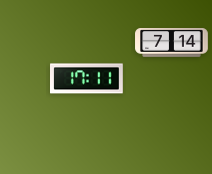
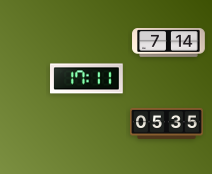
clock at (172, 43) position: (172, 43) -> (169, 43)
clock at (167, 123): none -> 05:35
